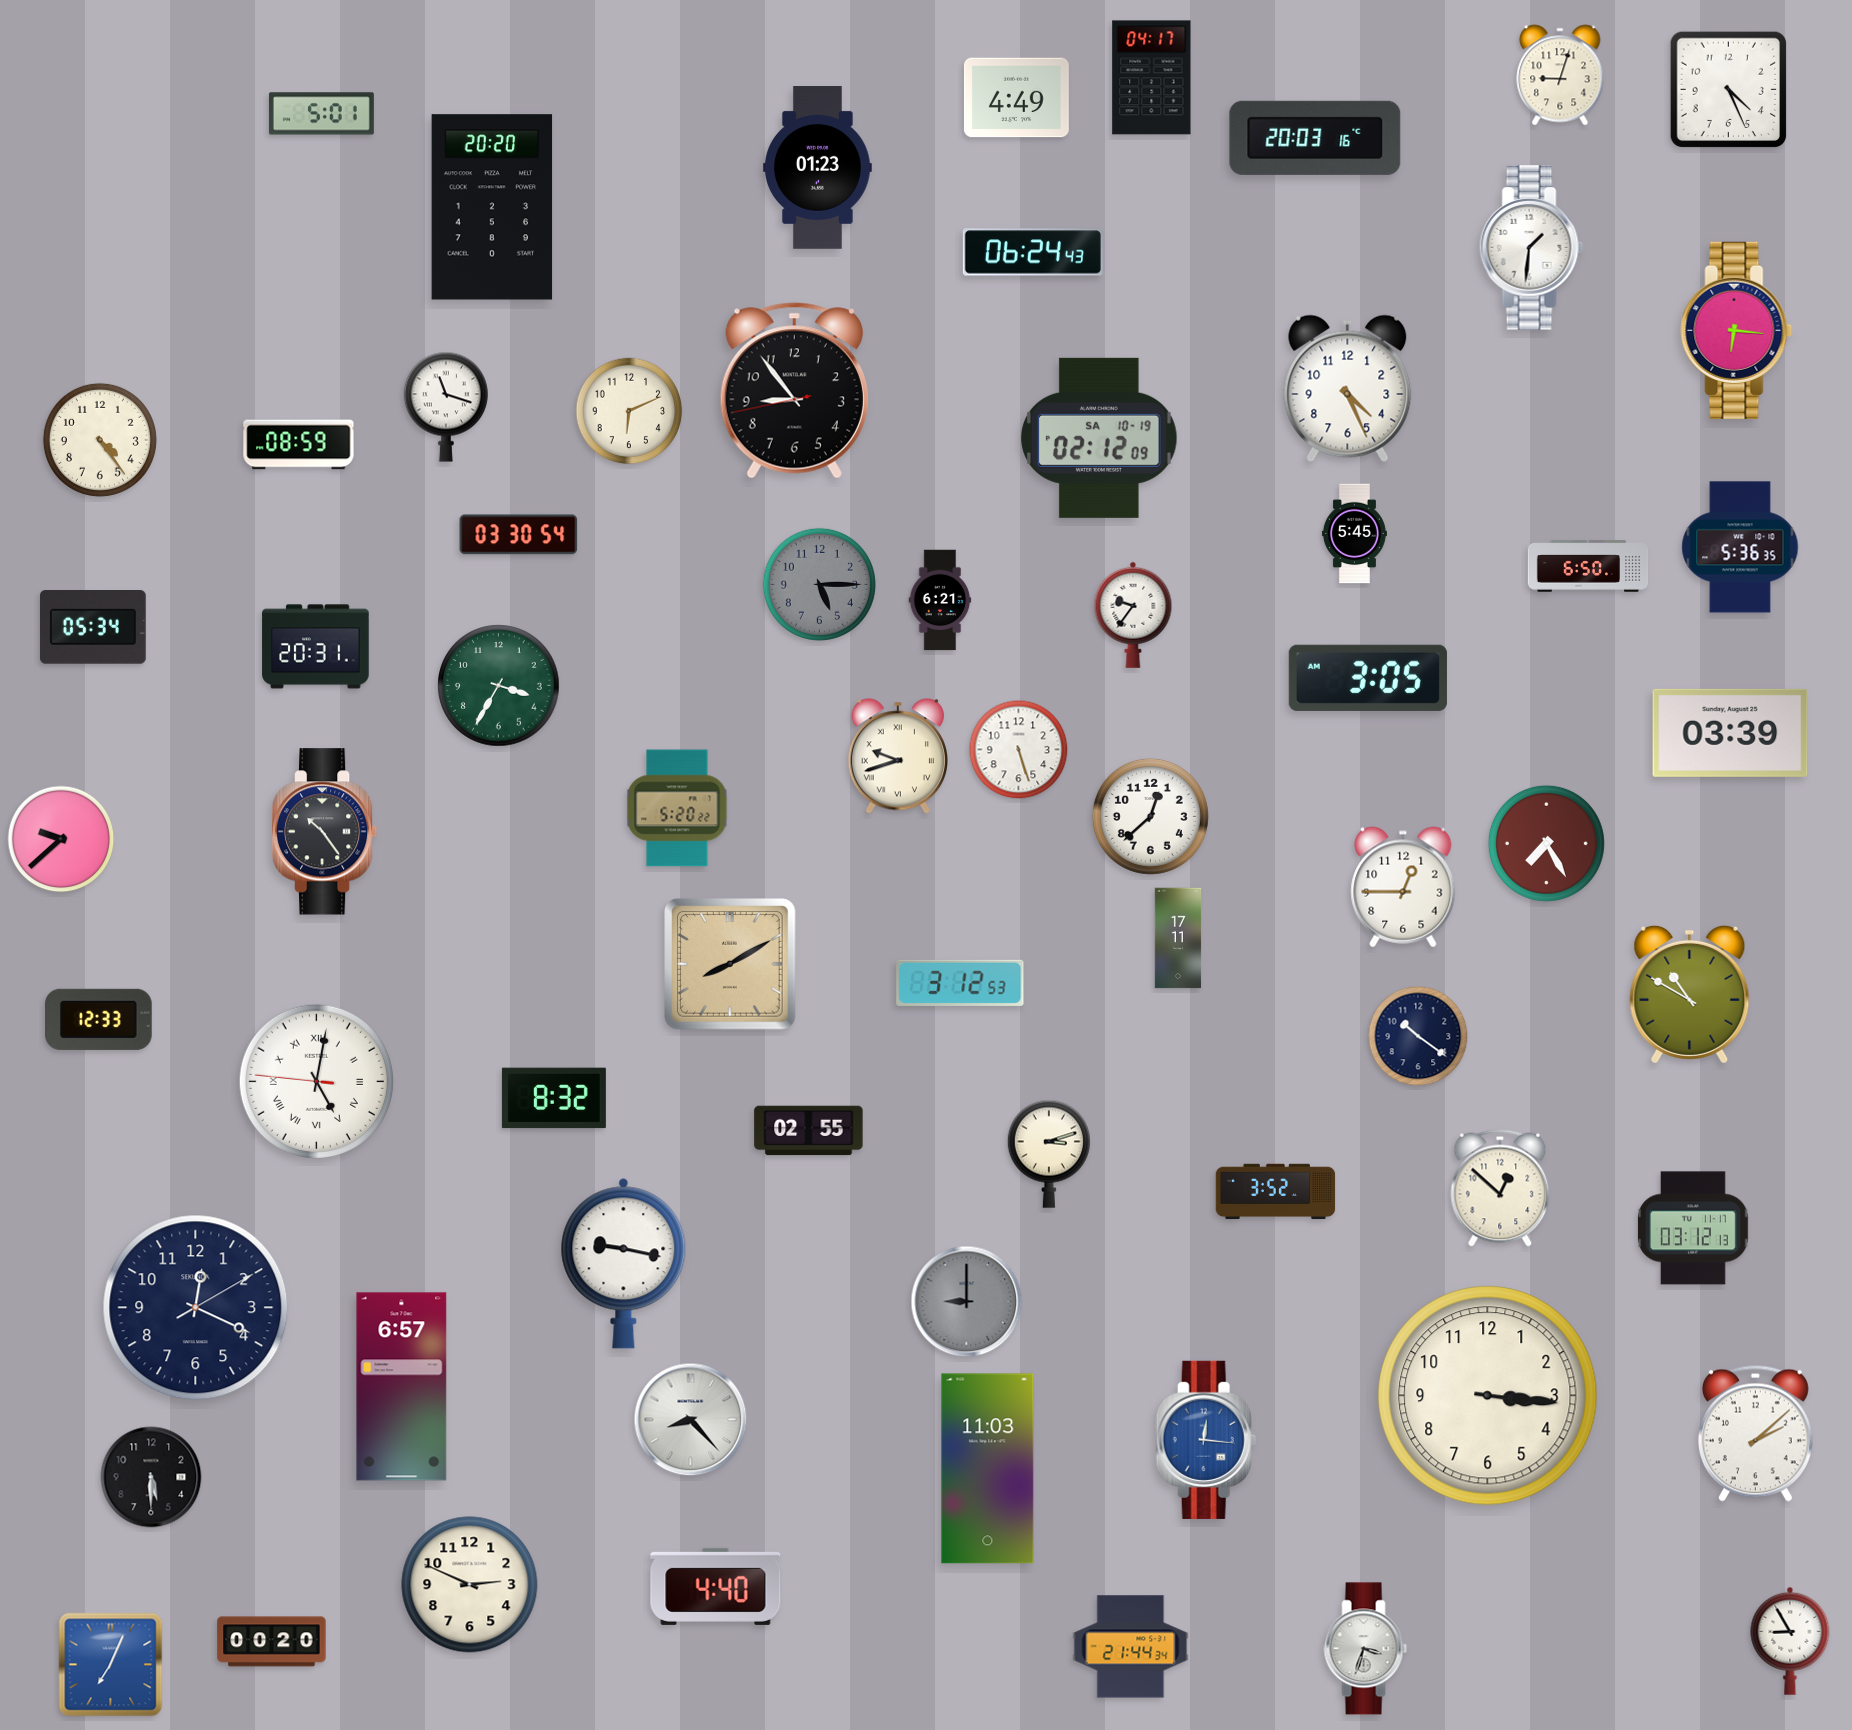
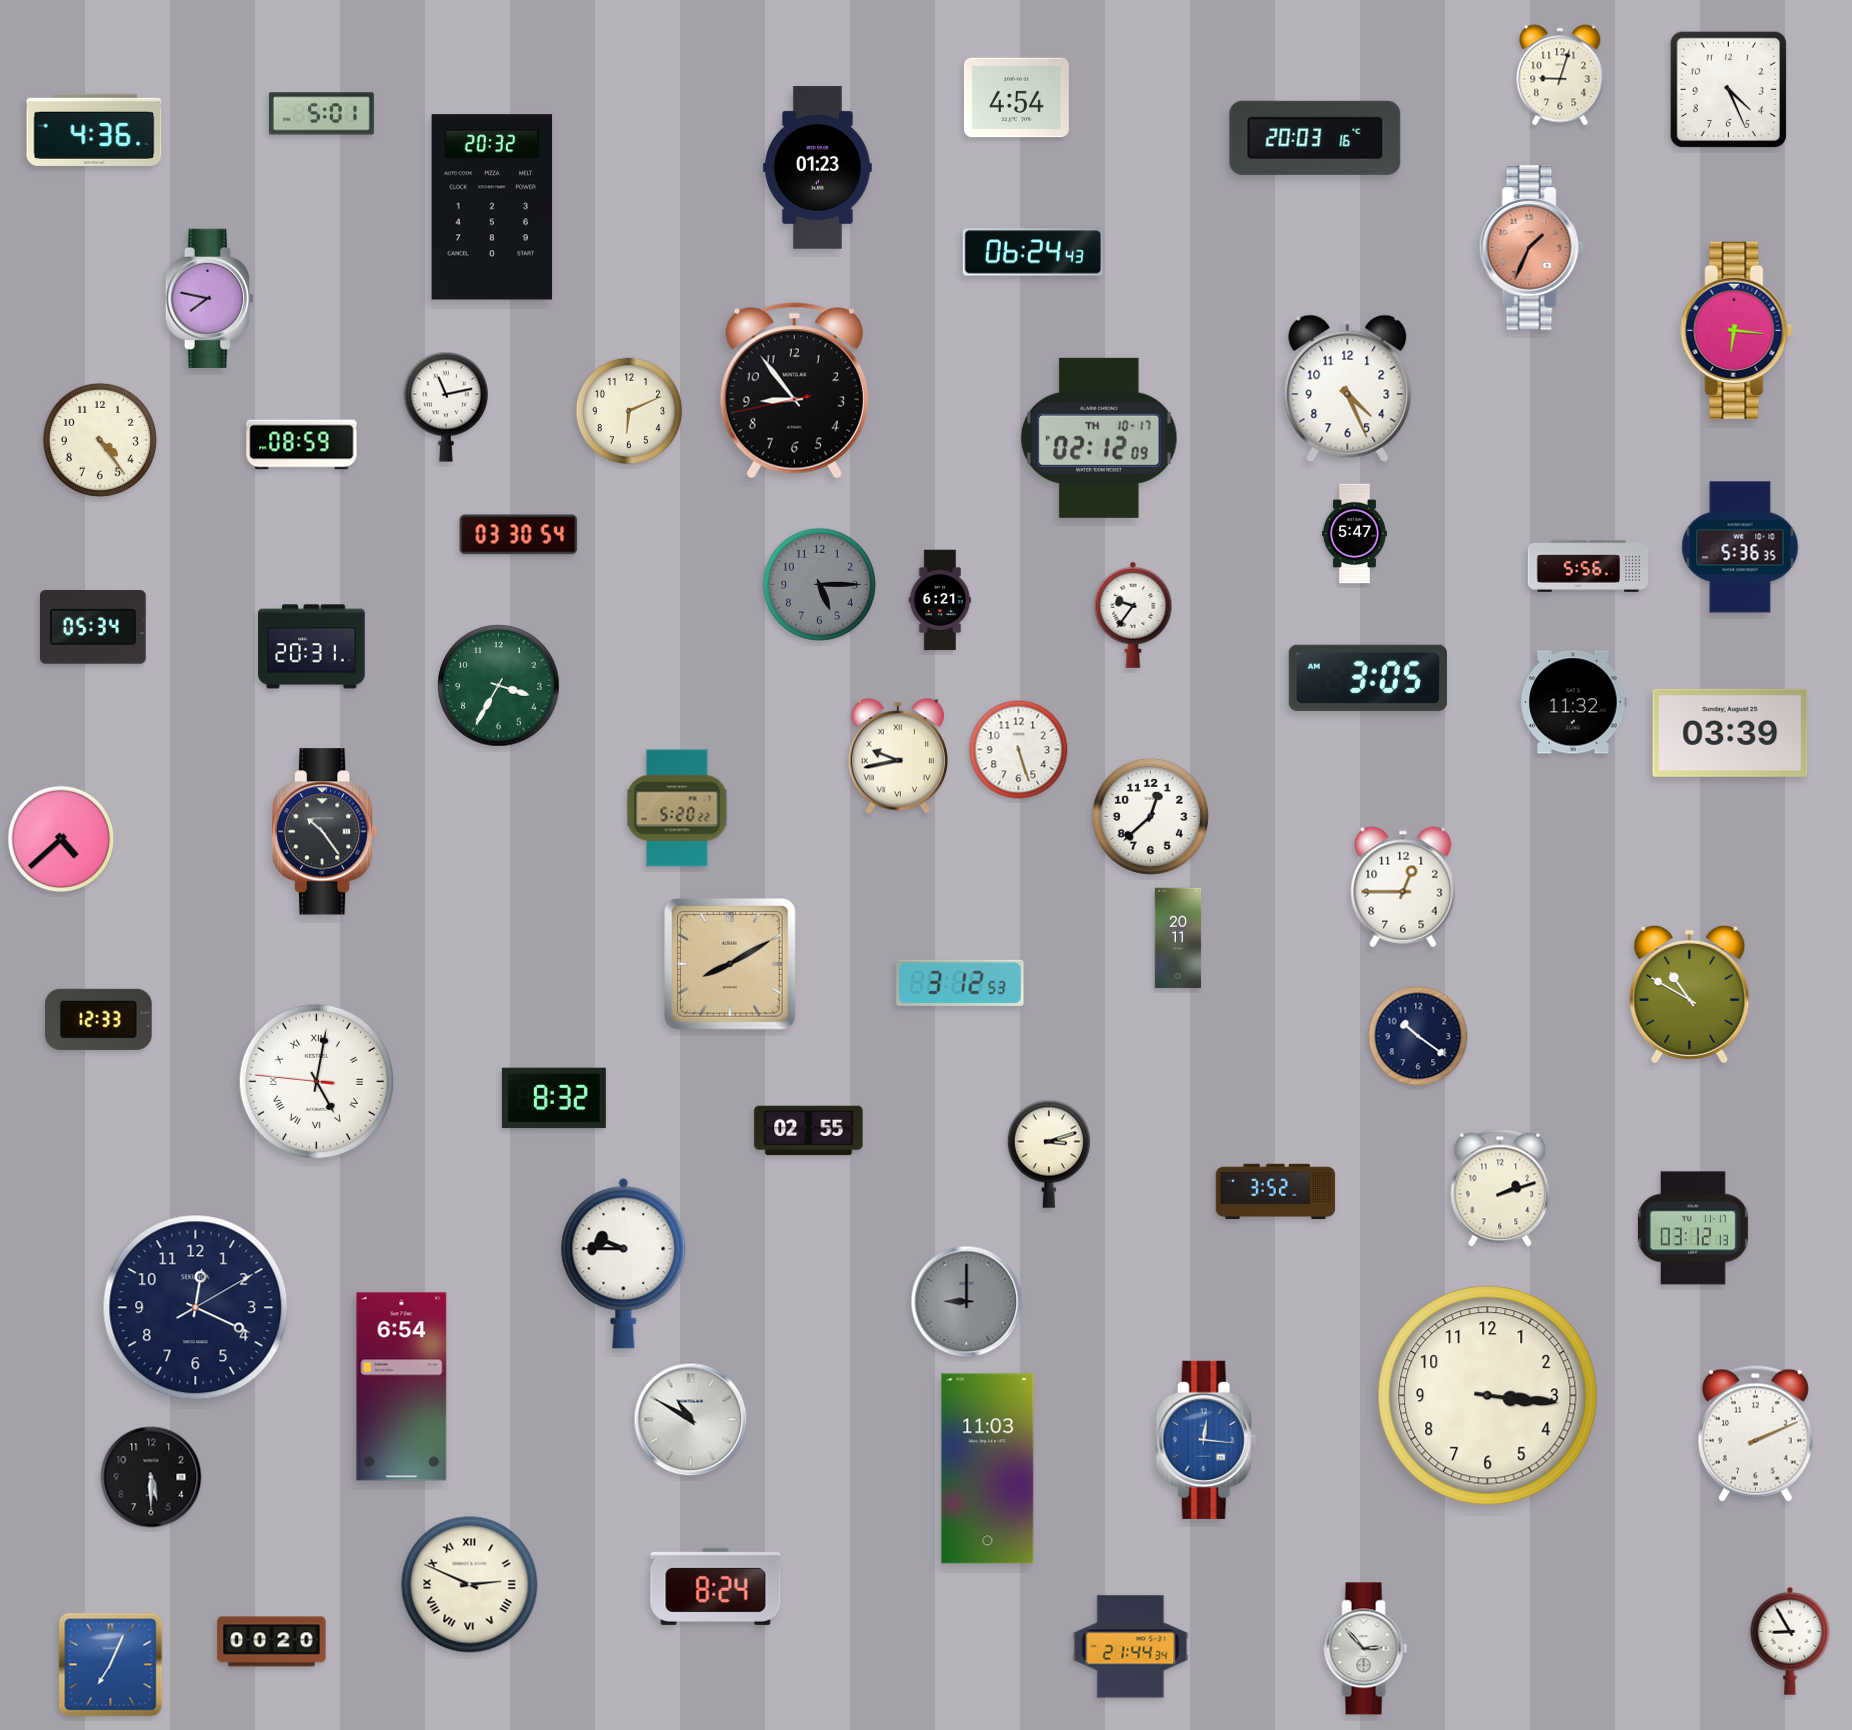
clock at (1152, 78): 04:17 -> none
clock at (1016, 98): 4:49 -> 4:54
clock at (94, 130): none -> 4:36
clock at (492, 207): 20:20 -> 20:32
clock at (1531, 248): 1:31 -> 1:34
clock at (1531, 248) dial: white -> salmon
clock at (210, 298): none -> 7:47
clock at (446, 407): 11:18 -> 11:13
clock at (1100, 438) date: SA 10-19 -> TH 10-17
clock at (299, 445) position: (299, 445) -> (302, 445)
clock at (1354, 534): 5:45 -> 5:47
clock at (1588, 566): 6:50 -> 5:56
clock at (316, 647) position: (316, 647) -> (312, 647)
clock at (1573, 702): none -> 11:32
clock at (898, 756): 9:42 -> 9:43
clock at (61, 839): 9:38 -> 4:38
clock at (1546, 843): 7:25 -> none
clock at (1178, 938): 17:11 -> 20:11
clock at (1500, 1188): 12:52 -> 2:12
clock at (624, 1264): 9:17 -> 9:45
clock at (402, 1387): 6:57 -> 6:54
clock at (691, 1420): 8:23 -> 10:50
clock at (1755, 1433): 2:08 -> 2:11
clock at (470, 1585) numerals: Arabic -> Roman
clock at (716, 1586): 4:40 -> 8:24
clock at (1366, 1649): 3:33 -> 2:53
